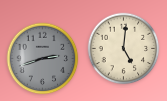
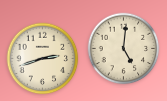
clock at (43, 59) dial: grey -> cream
